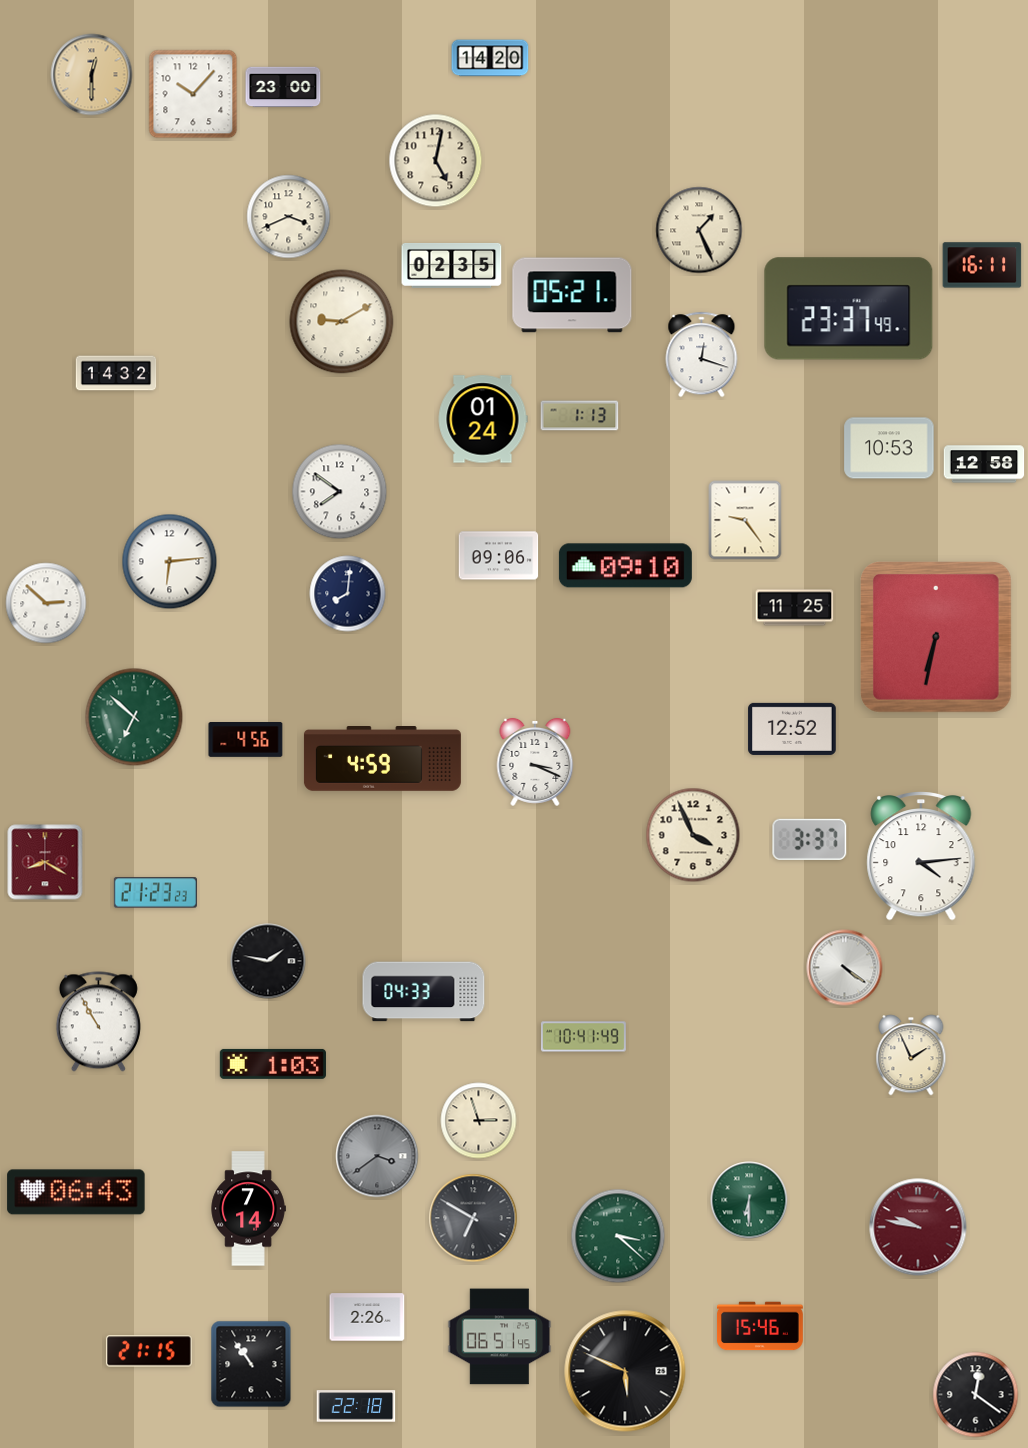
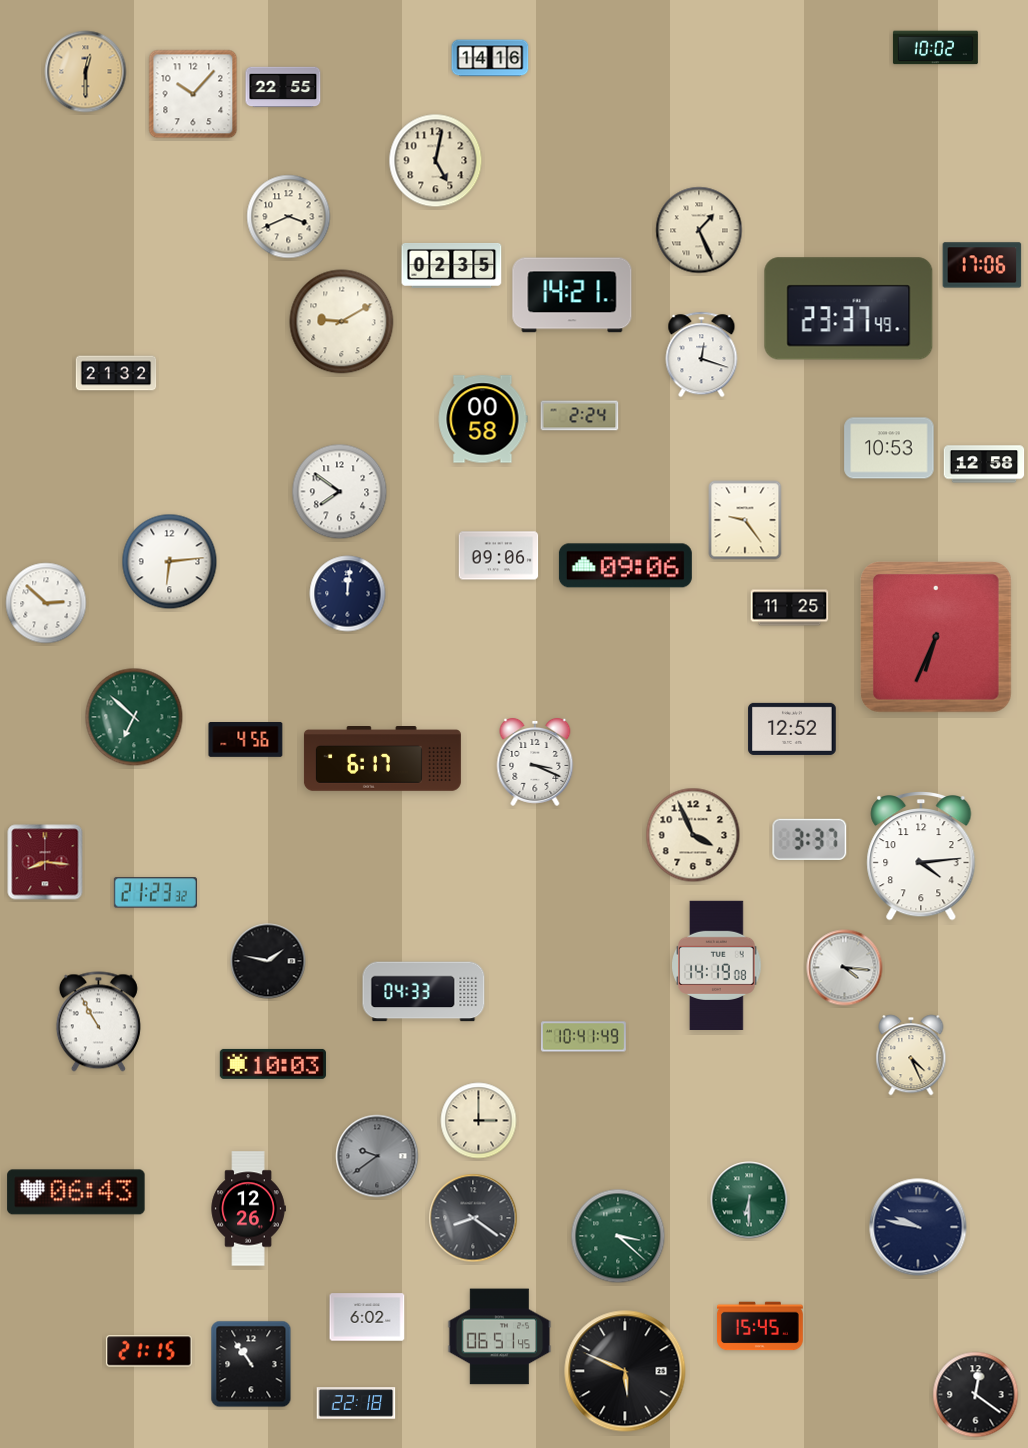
clock at (935, 48): none -> 10:02
clock at (490, 58): 14:20 -> 14:16
clock at (92, 75) position: (92, 75) -> (86, 72)
clock at (283, 87): 23:00 -> 22:55
clock at (982, 265): 16:11 -> 17:06
clock at (572, 295): 05:21 -> 14:21
clock at (116, 373): 14:32 -> 21:32
clock at (580, 416): 1:13 -> 2:24
clock at (483, 419): 01:24 -> 00:58
clock at (625, 566): 09:10 -> 09:06
clock at (348, 594): 8:01 -> 12:01
clock at (795, 608) position: (795, 608) -> (790, 608)
clock at (937, 638): 6:32 -> 6:34
clock at (382, 759): 4:59 -> 6:17
clock at (45, 862): 8:20 -> 8:16
clock at (155, 893): 21:23:23 -> 21:23:32
clock at (717, 965): none -> 14:19
clock at (845, 968): 4:21 -> 4:16
clock at (911, 1055): 1:56 -> 4:26
clock at (273, 1064): 1:03 -> 10:03
clock at (479, 1121): 2:57 -> 3:00
clock at (377, 1156): 3:39 -> 9:39
clock at (248, 1209): 7:14 -> 12:26
clock at (473, 1218): 6:50 -> 8:21
clock at (918, 1227) dial: burgundy -> navy
clock at (367, 1317): 2:26 -> 6:02
clock at (761, 1326): 15:46 -> 15:45
clock at (356, 1406) position: (356, 1406) -> (356, 1403)
